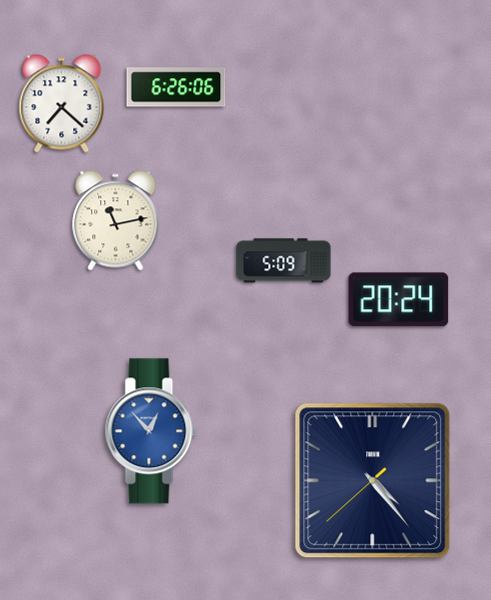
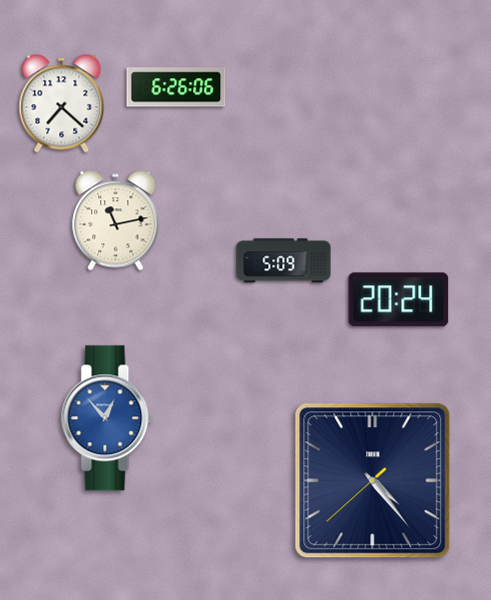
clock at (151, 431) position: (151, 431) -> (107, 418)
